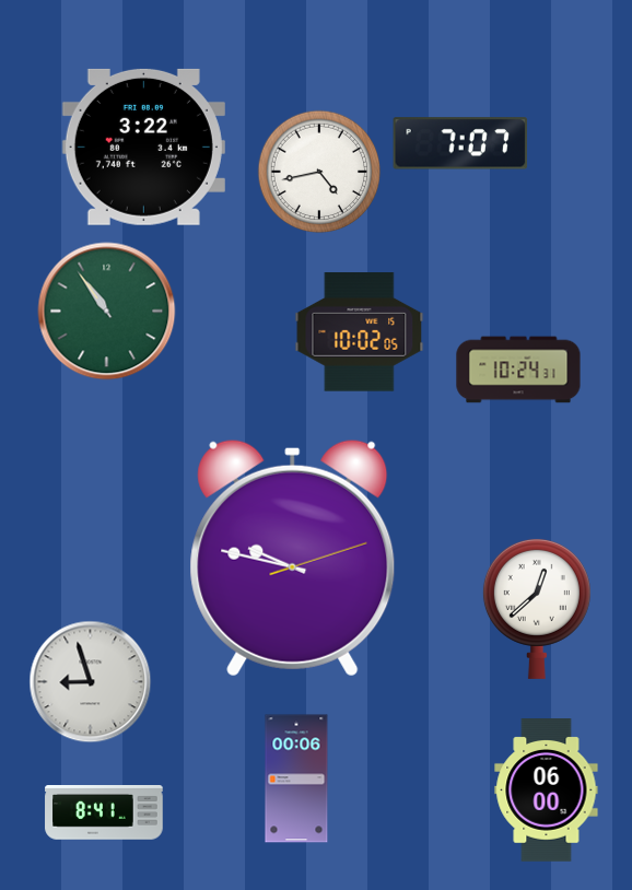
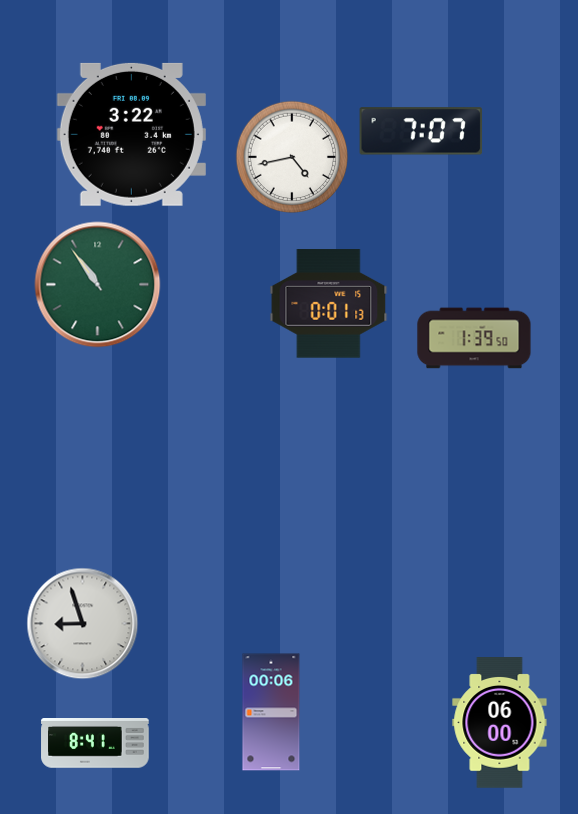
clock at (360, 332): 10:02 -> 0:01
clock at (518, 370): 10:24 -> 1:39
clock at (293, 558): 9:47 -> none
clock at (537, 608): 12:38 -> none
